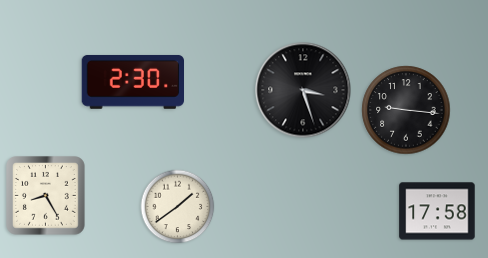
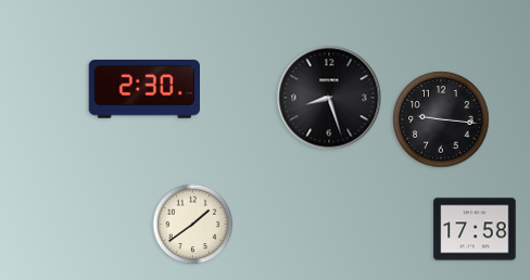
clock at (303, 90): 3:27 -> 8:27
clock at (46, 196): 8:25 -> none
